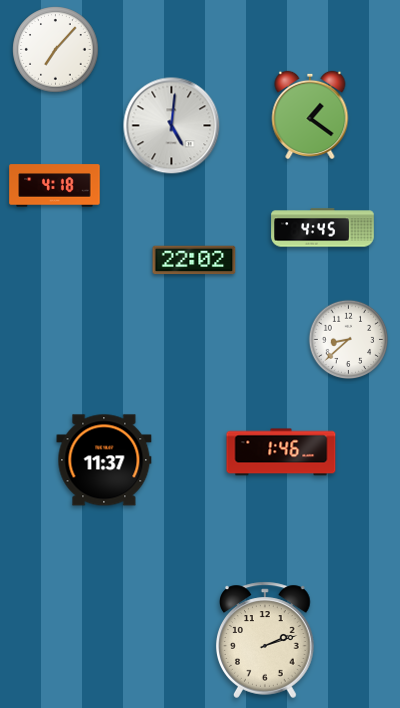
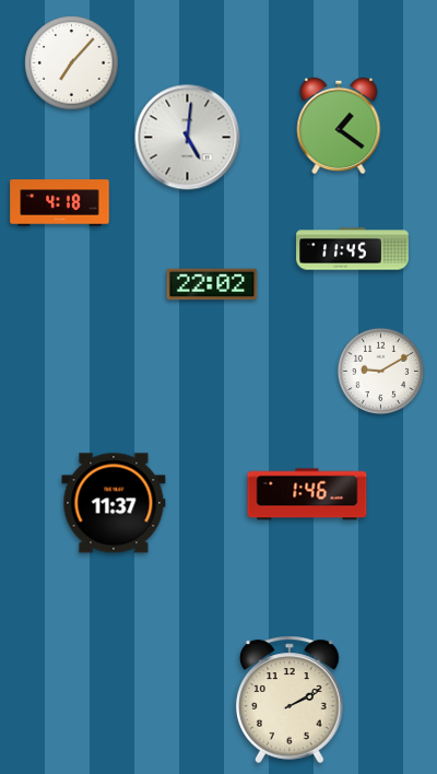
clock at (56, 50) position: (56, 50) -> (72, 63)
clock at (323, 228): 4:45 -> 11:45
clock at (349, 340): 8:38 -> 9:10
clock at (265, 640): 2:12 -> 2:10
